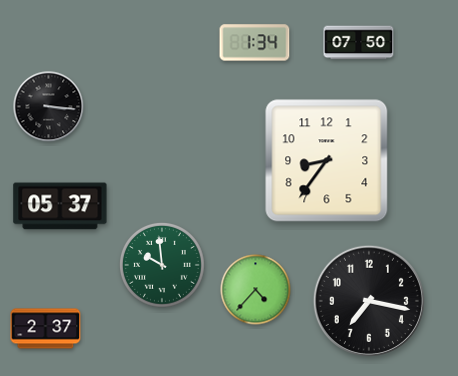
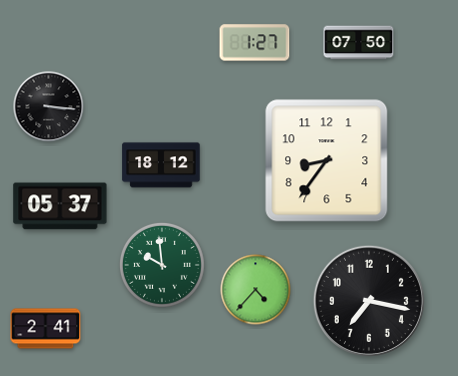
clock at (255, 43): 1:34 -> 1:27
clock at (161, 165): none -> 18:12
clock at (46, 329): 2:37 -> 2:41
